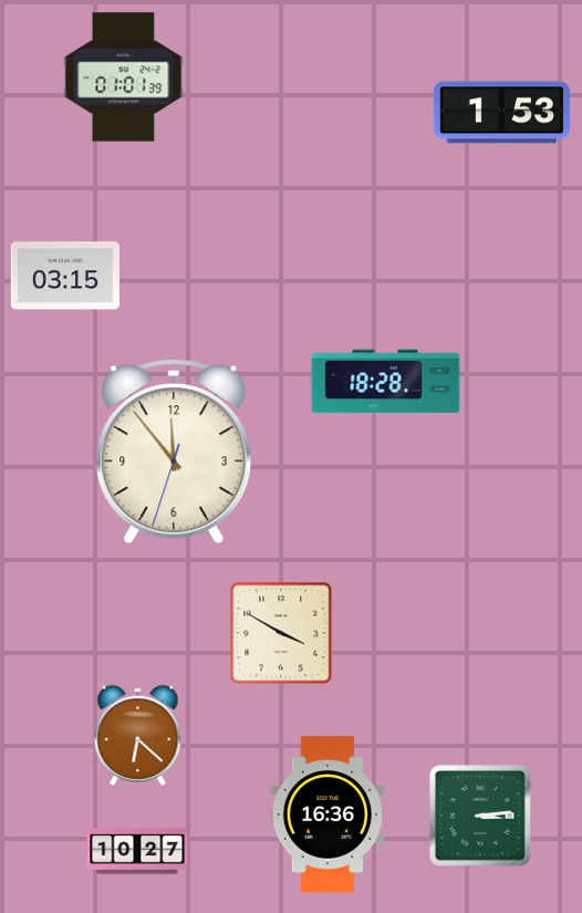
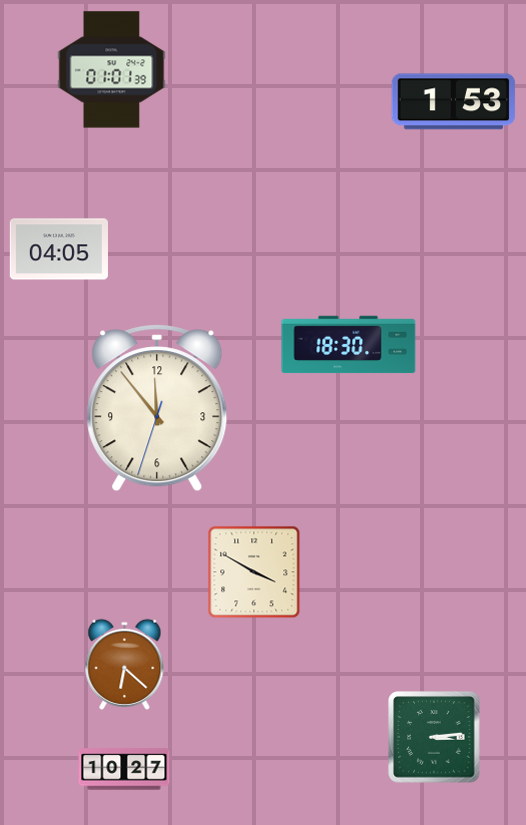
clock at (65, 276): 03:15 -> 04:05
clock at (386, 382): 18:28 -> 18:30
clock at (328, 815): 16:36 -> none
